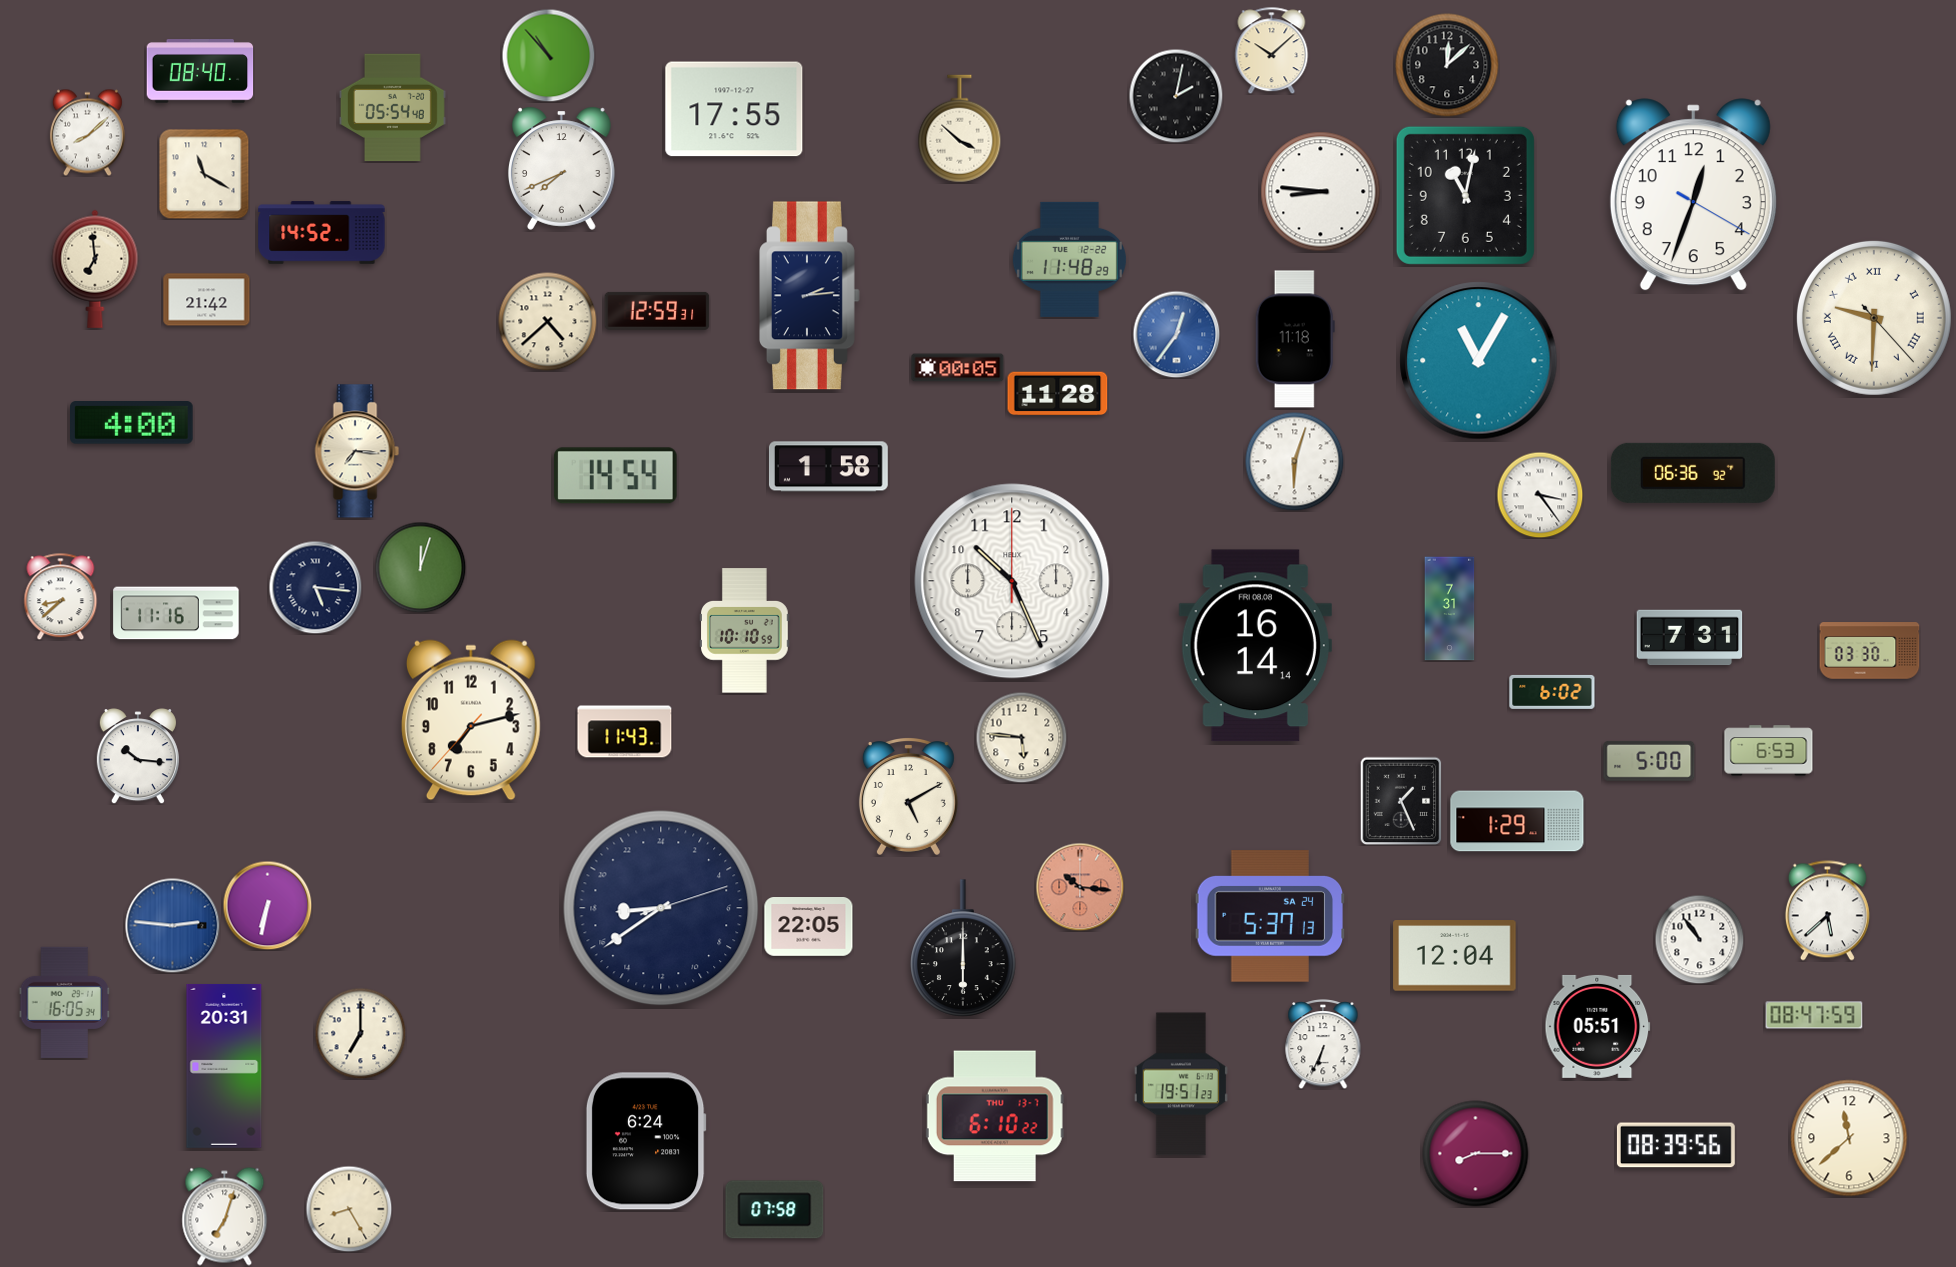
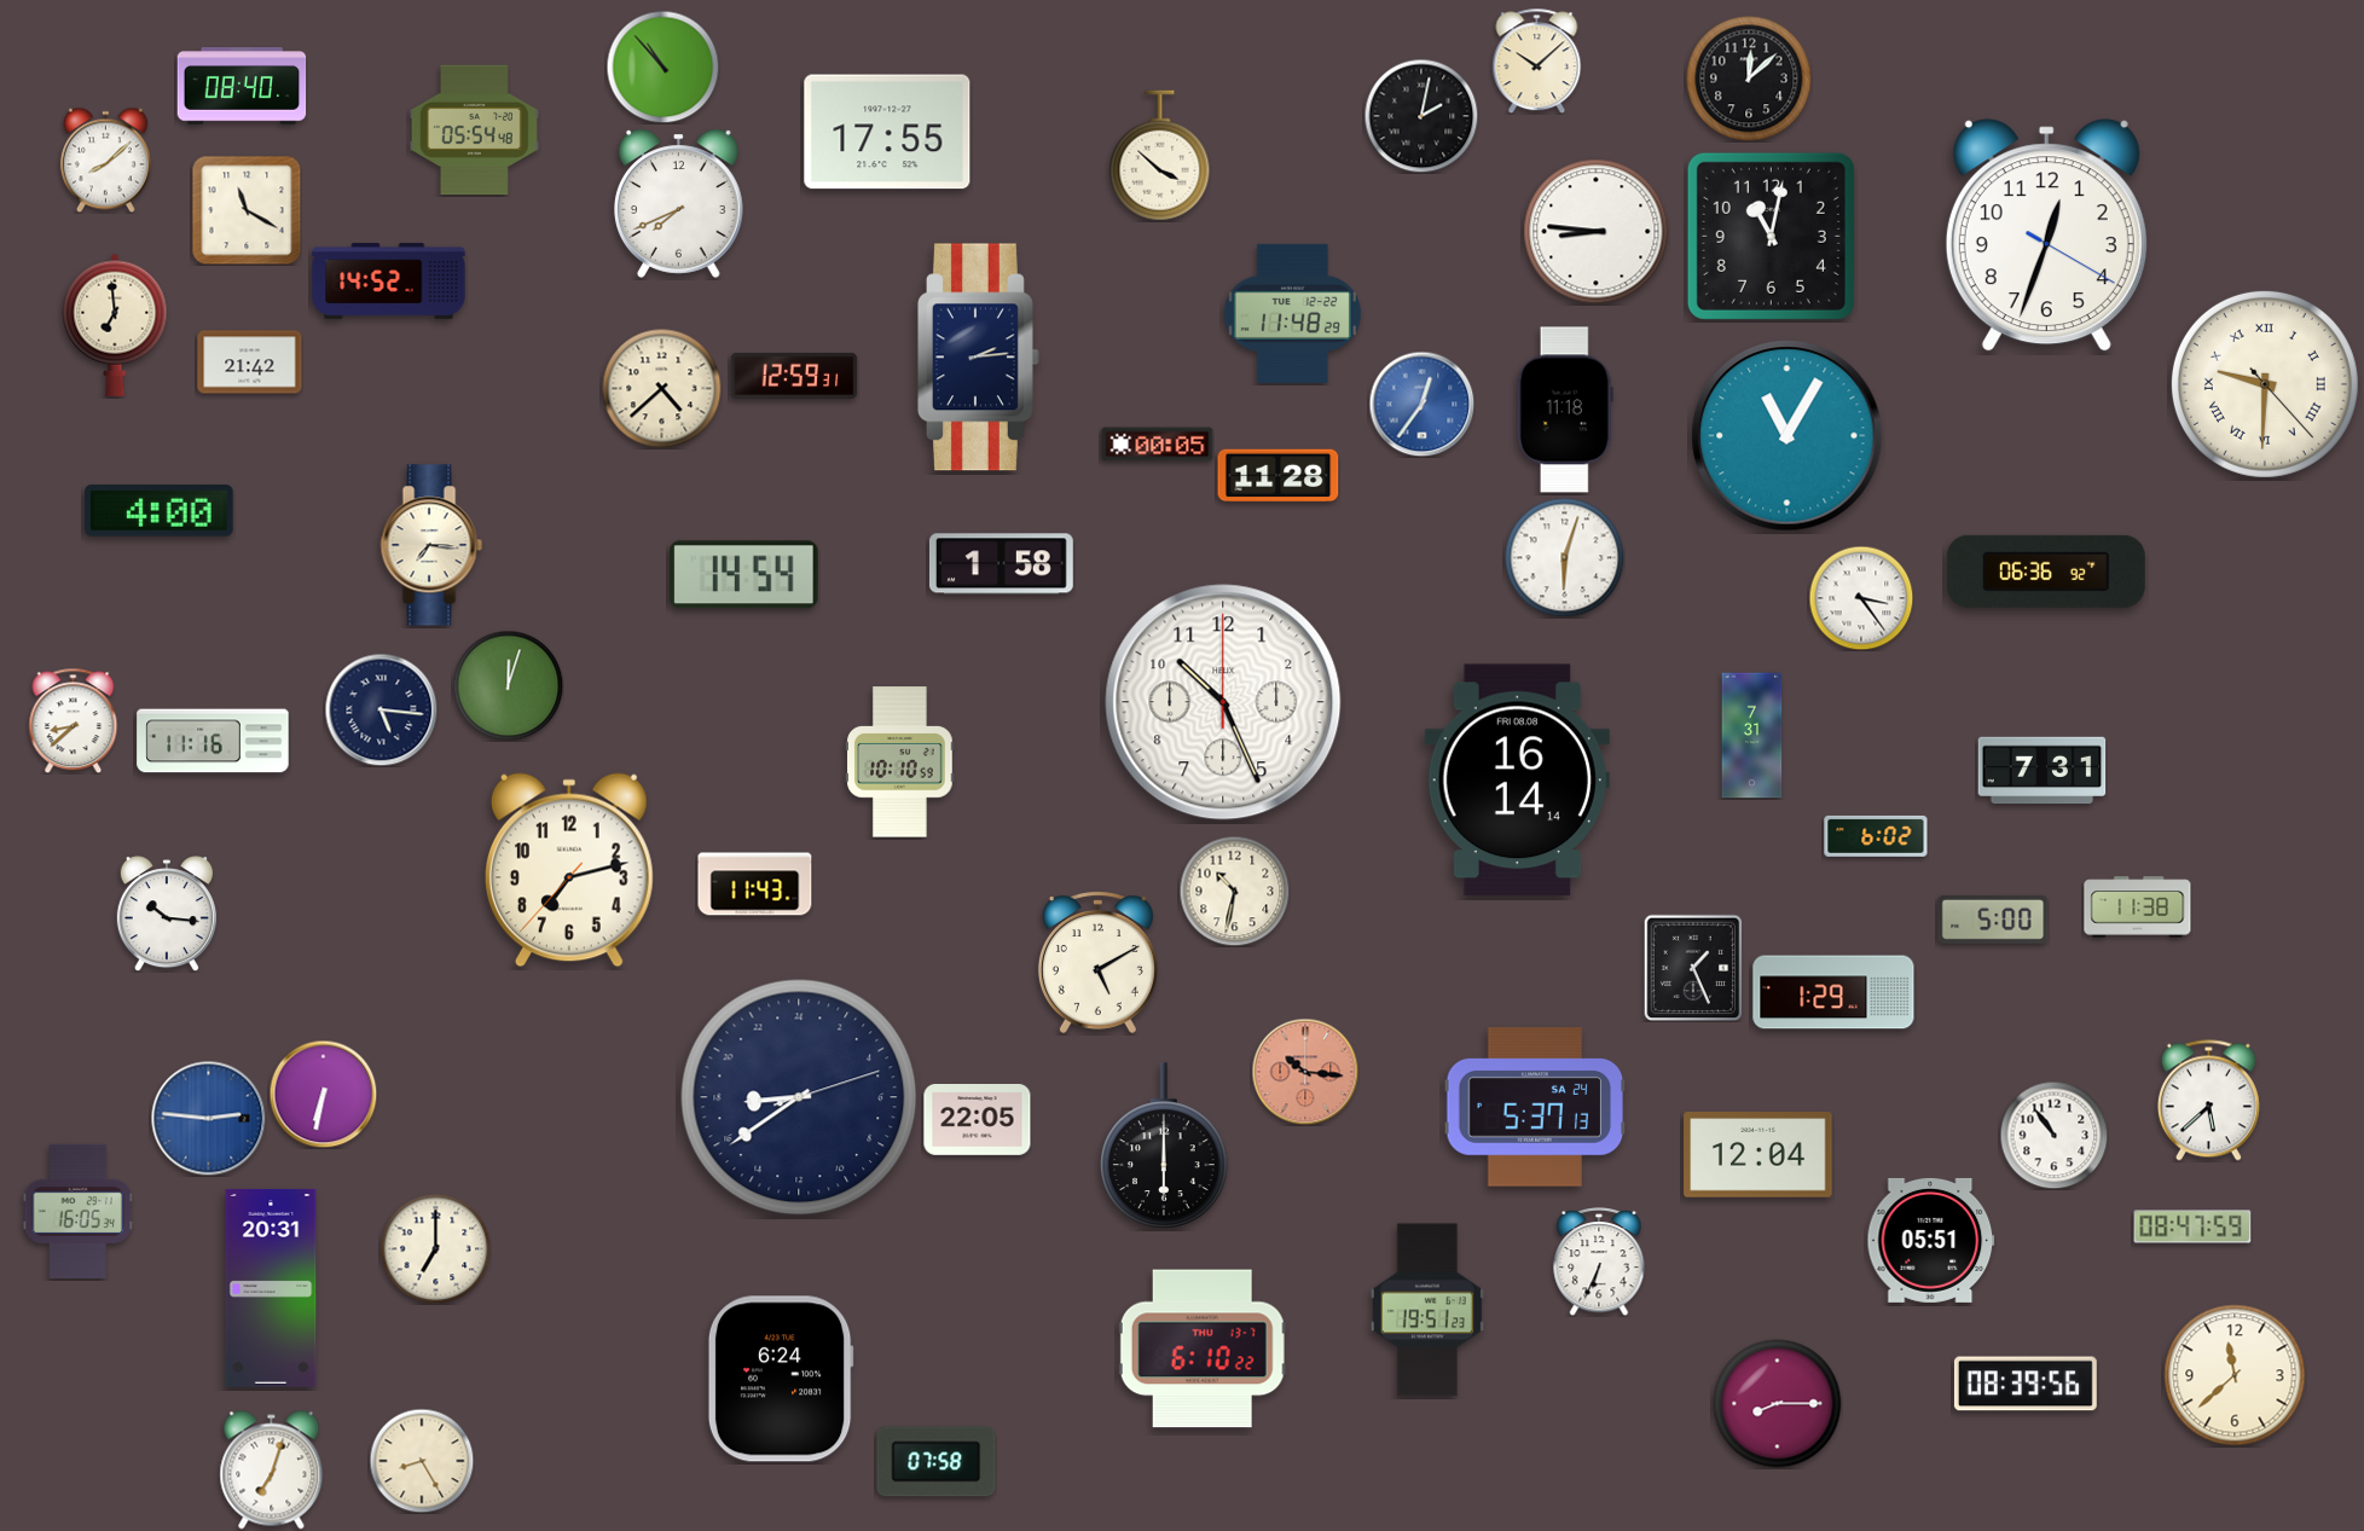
clock at (1870, 651): 03:30 -> none
clock at (1021, 737): 5:46 -> 10:32
clock at (1769, 751): 6:53 -> 11:38
clock at (1476, 1154) position: (1476, 1154) -> (1778, 1404)
